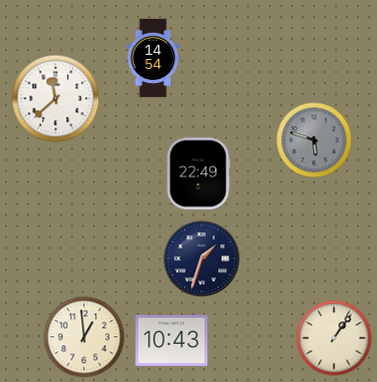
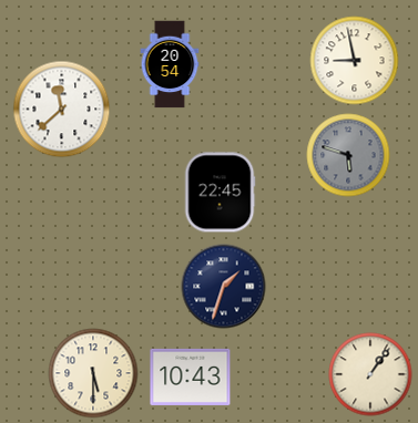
clock at (355, 61): none -> 8:58
clock at (153, 58): 14:54 -> 20:54
clock at (198, 174): 22:49 -> 22:45
clock at (84, 337): 12:59 -> 5:30
